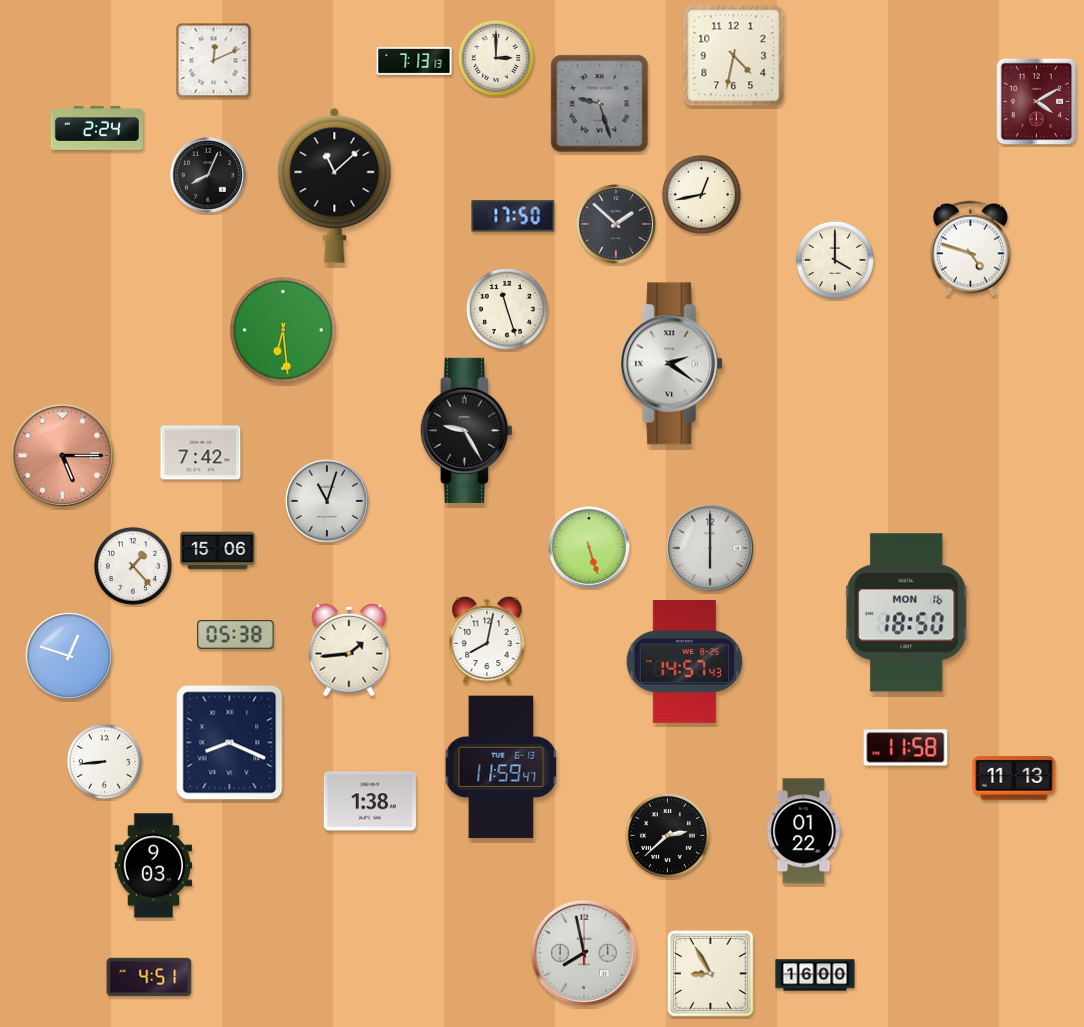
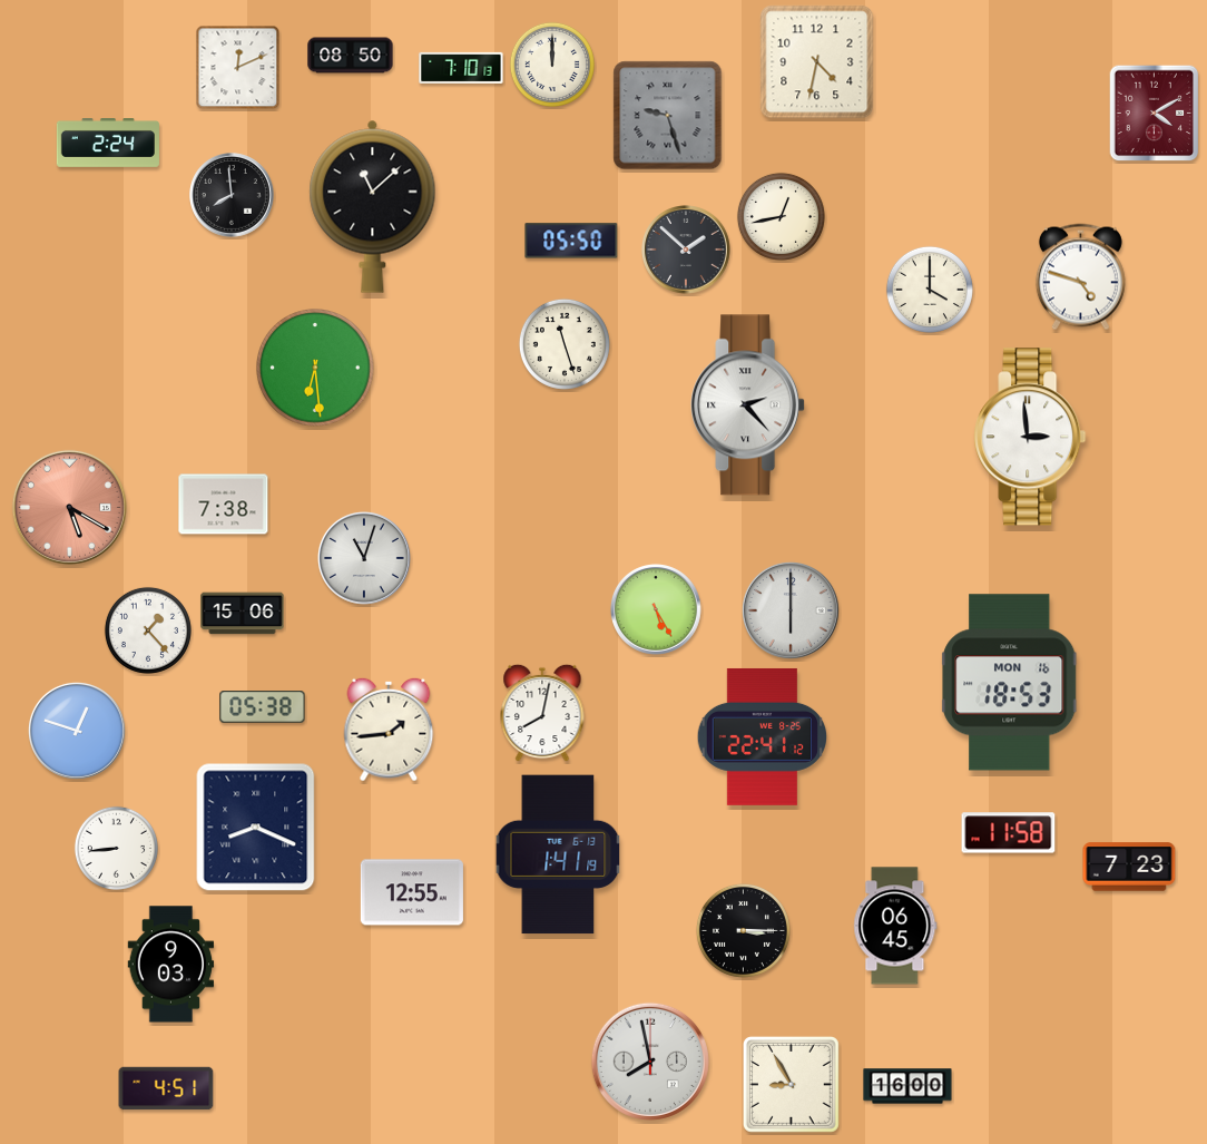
clock at (351, 56): none -> 08:50
clock at (496, 58): 3:00 -> 12:00
clock at (414, 61): 7:13 -> 7:10
clock at (208, 175): 8:04 -> 7:59
clock at (513, 216): 17:50 -> 05:50
clock at (672, 364): 2:21 -> 2:23
clock at (1030, 437): none -> 2:59
clock at (466, 430): 9:25 -> none
clock at (201, 453): 7:42 -> 7:38
clock at (62, 455): 5:15 -> 5:20
clock at (590, 548): 5:27 -> 5:25
clock at (907, 613): 18:50 -> 18:53
clock at (349, 650) position: (349, 650) -> (389, 730)
clock at (684, 661): 14:57 -> 22:41
clock at (501, 767): 11:59 -> 1:41
clock at (1014, 778): 11:13 -> 7:23
clock at (370, 801): 1:38 -> 12:55
clock at (804, 831): 01:22 -> 06:45
clock at (667, 835): 2:38 -> 3:15
